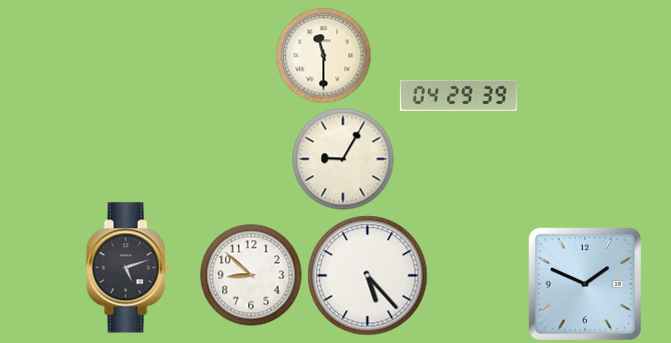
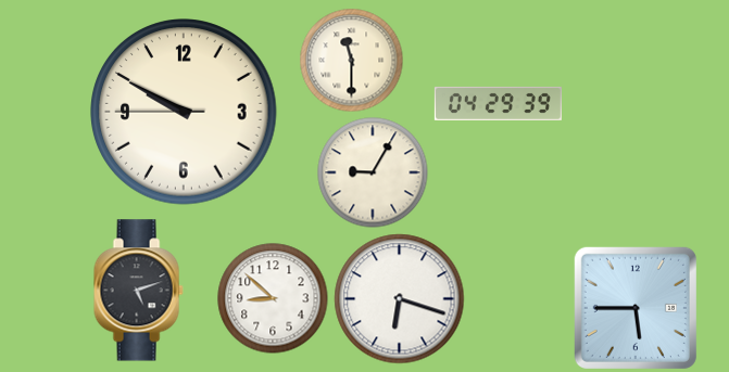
clock at (184, 112): none -> 9:49
clock at (368, 276): 5:23 -> 6:18
clock at (585, 284): 1:49 -> 5:45
